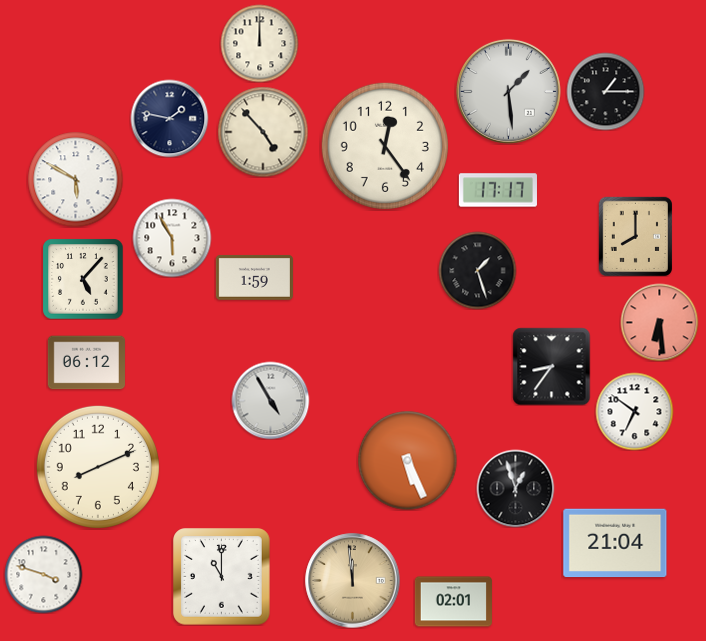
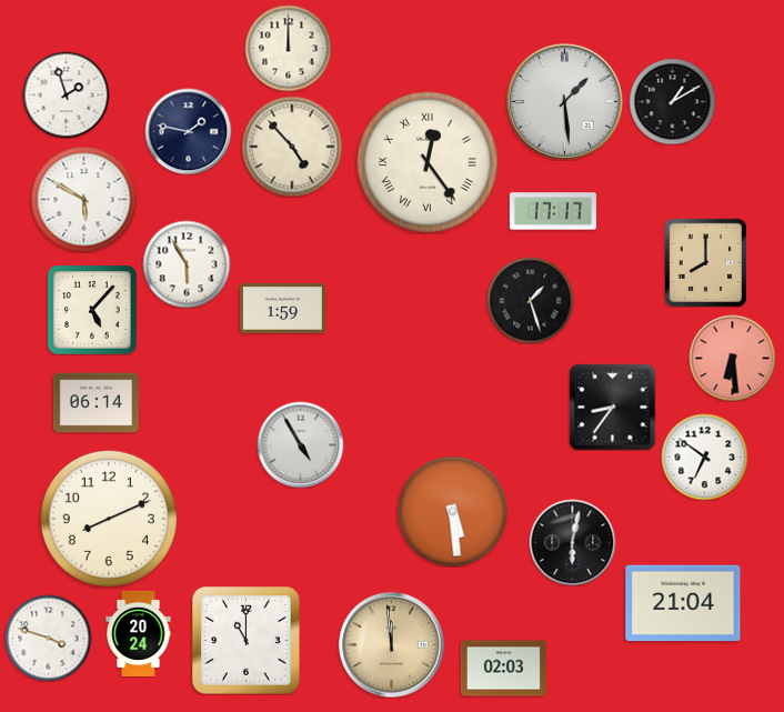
clock at (66, 94): none -> 1:57
clock at (605, 91): 1:15 -> 1:10
clock at (385, 146) numerals: Arabic -> Roman
clock at (172, 238) position: (172, 238) -> (187, 264)
clock at (86, 363): 06:12 -> 06:14
clock at (408, 461): 5:26 -> 5:29
clock at (515, 488): 12:57 -> 6:02
clock at (139, 633): none -> 20:24
clock at (453, 602): 02:01 -> 02:03
